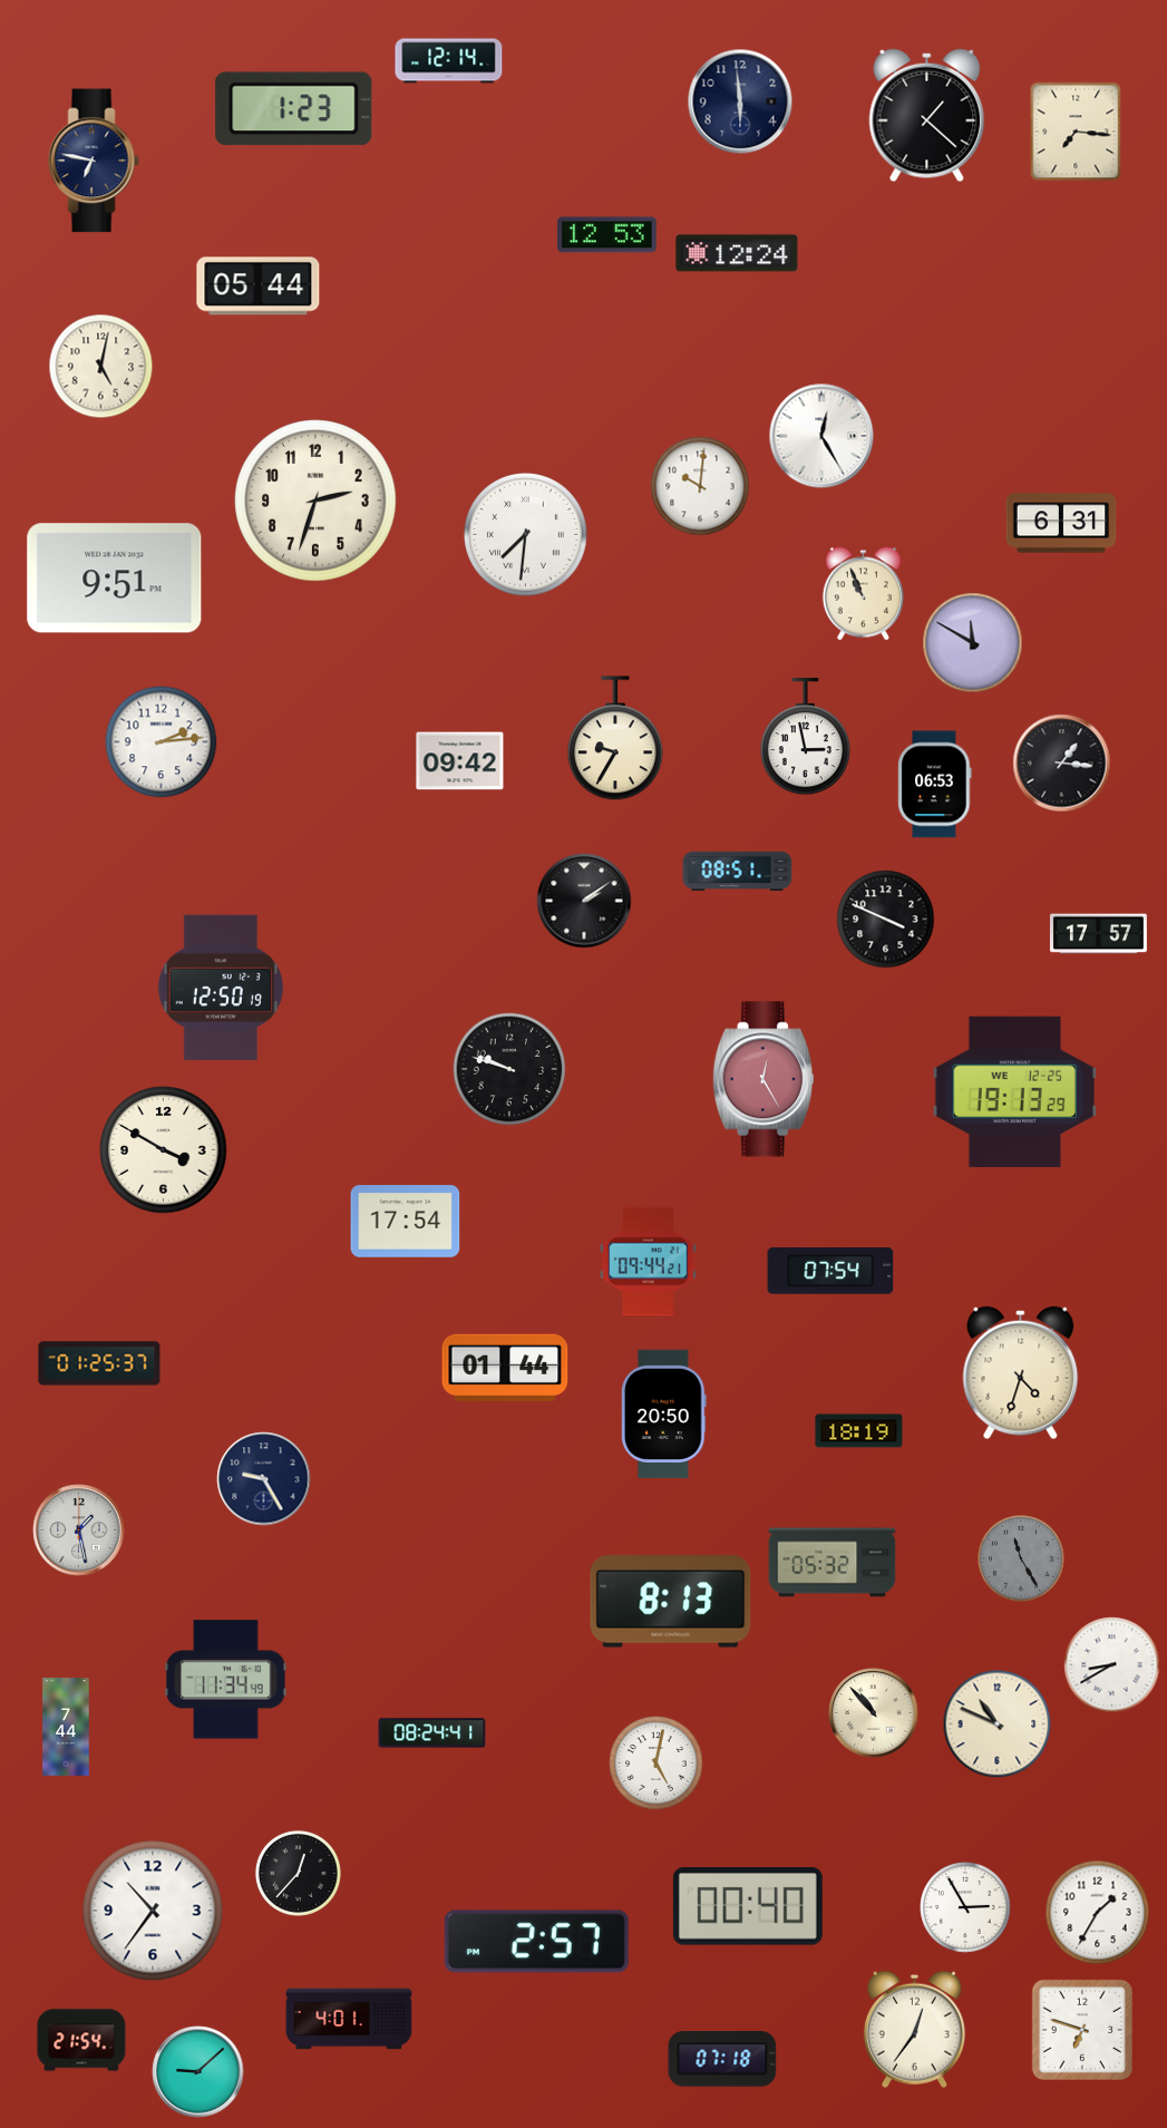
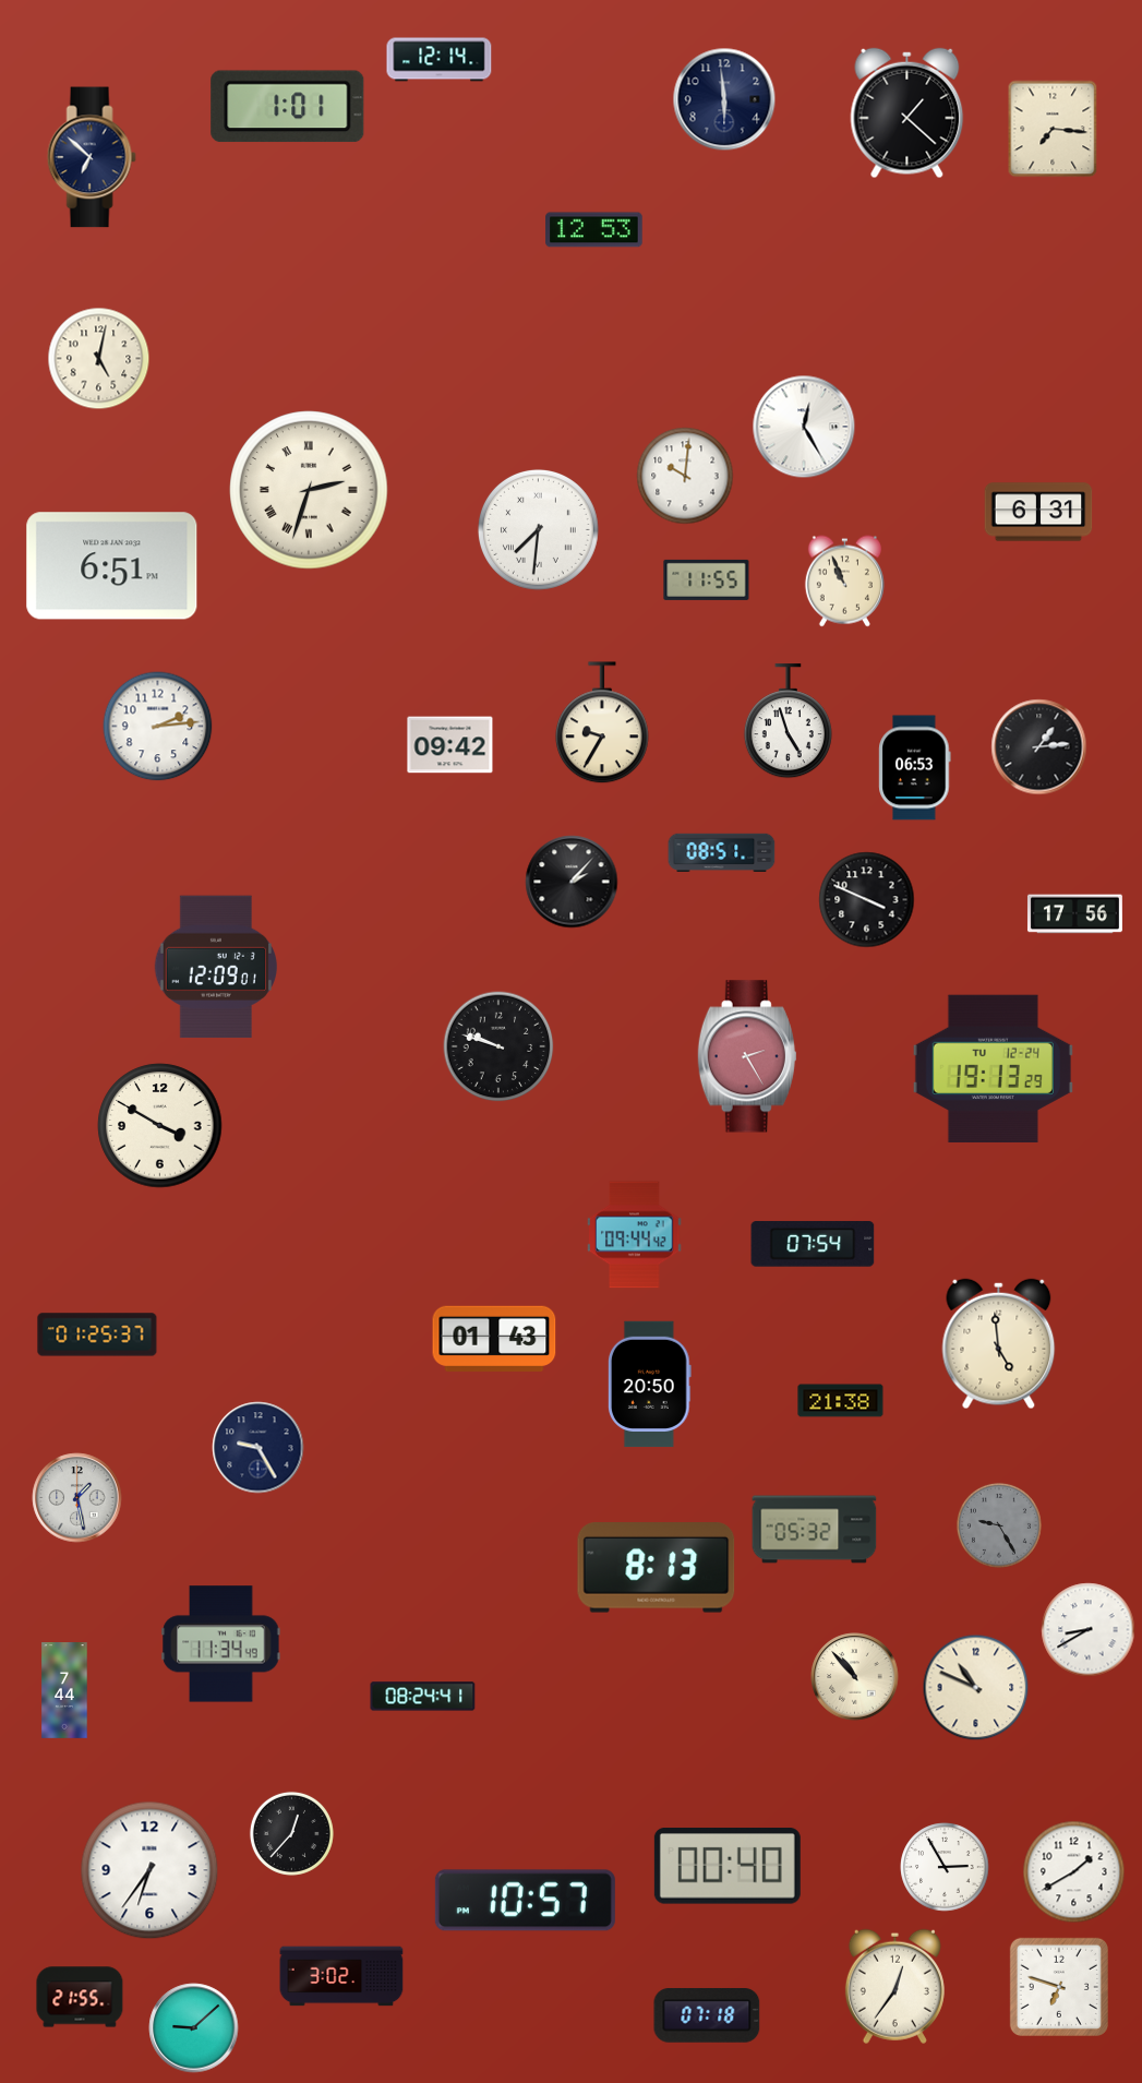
clock at (294, 109): 1:23 -> 1:01
clock at (94, 161): 6:47 -> 6:52
clock at (737, 253): 12:24 -> none
clock at (259, 286): 05:44 -> none
clock at (315, 501) numerals: Arabic -> Roman
clock at (525, 534) position: (525, 534) -> (538, 529)
clock at (115, 579): 9:51 -> 6:51
clock at (707, 579): none -> 11:55
clock at (973, 643): 11:50 -> none
clock at (805, 737): 2:58 -> 4:57
clock at (1062, 764): 1:16 -> 1:14
clock at (584, 901): 2:09 -> 2:07
clock at (1098, 934): 17:57 -> 17:56
clock at (220, 988): 12:50 -> 12:09
clock at (764, 1079): 12:25 -> 2:25
clock at (1014, 1091) date: WE 12-25 -> TU 12-24
clock at (406, 1222): 17:54 -> none
clock at (649, 1262): 09:44:21 -> 09:44:42
clock at (505, 1368): 01:44 -> 01:43
clock at (1021, 1373): 4:33 -> 4:59
clock at (859, 1431): 18:19 -> 21:38
clock at (1021, 1558): 11:25 -> 9:25
clock at (657, 1763): 5:02 -> none
clock at (748, 1906) position: (748, 1906) -> (728, 1866)
clock at (153, 1911): 10:36 -> 6:36
clock at (1098, 1913): 1:35 -> 1:40
clock at (536, 1942): 2:57 -> 10:57
clock at (349, 2019): 4:01 -> 3:02
clock at (81, 2040): 21:54 -> 21:55
